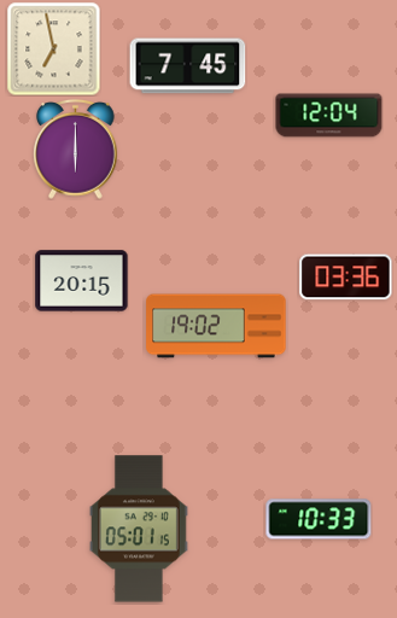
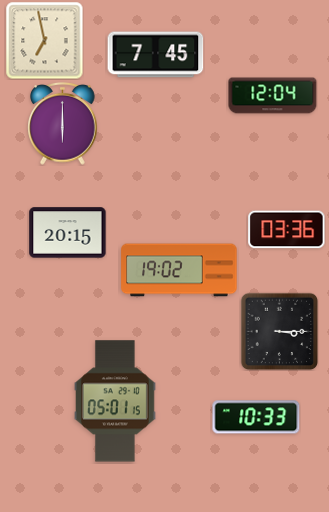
clock at (279, 331): none -> 3:15
clock at (319, 519) position: (319, 519) -> (256, 417)
clock at (139, 529) position: (139, 529) -> (115, 401)
